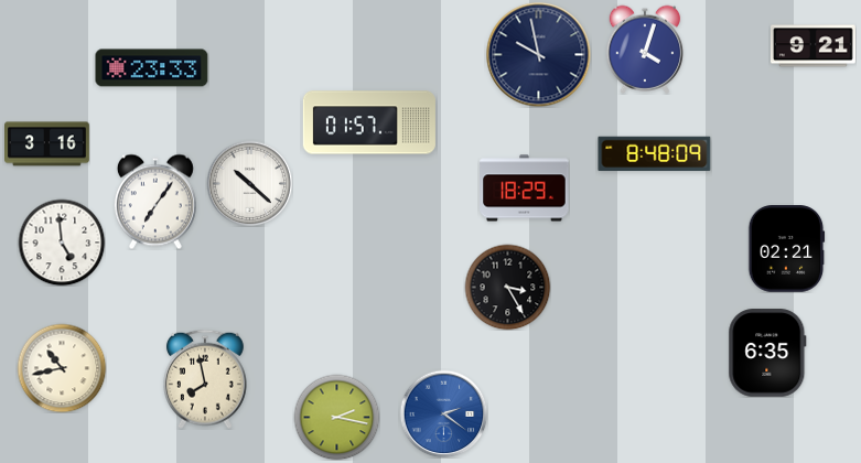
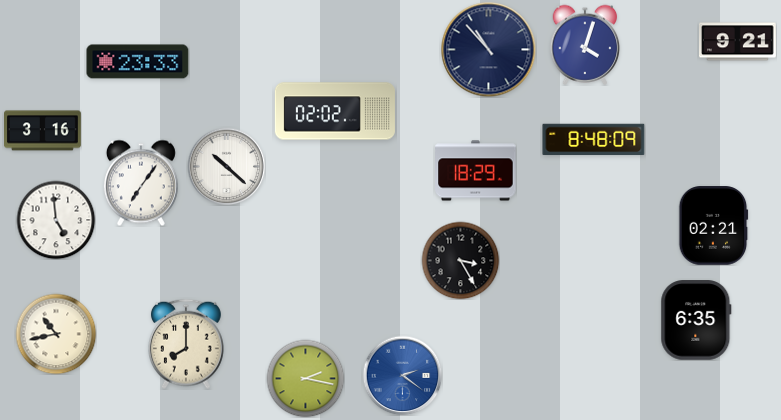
clock at (538, 54): 9:58 -> 10:53
clock at (369, 122): 01:57 -> 02:02
clock at (205, 379): 7:58 -> 8:00
